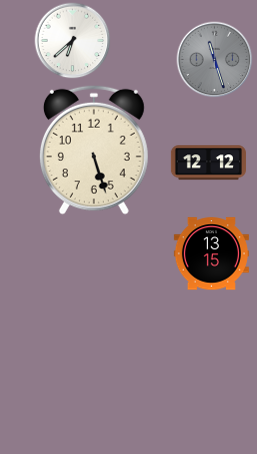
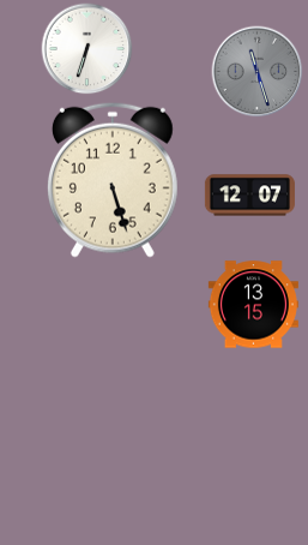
clock at (73, 41): 6:38 -> 6:33
clock at (208, 163): 12:12 -> 12:07
